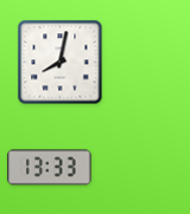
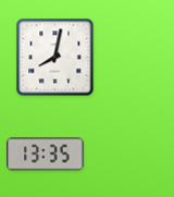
clock at (50, 168): 13:33 -> 13:35
